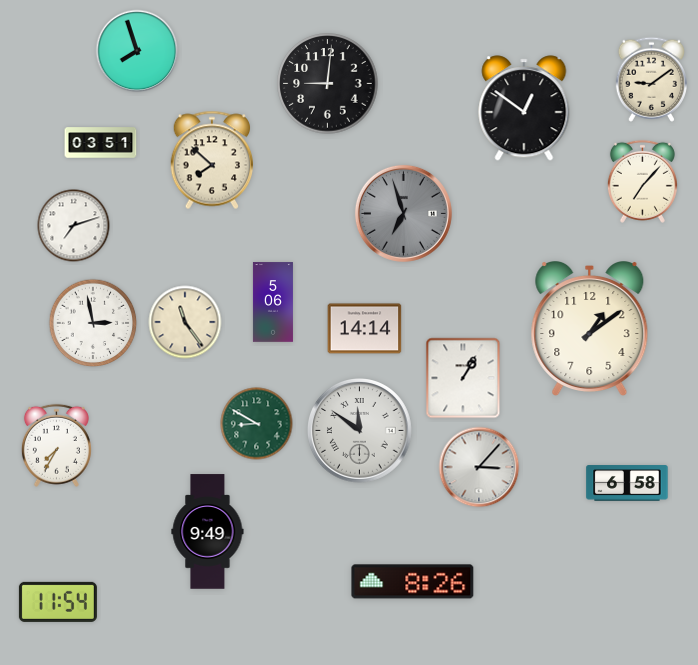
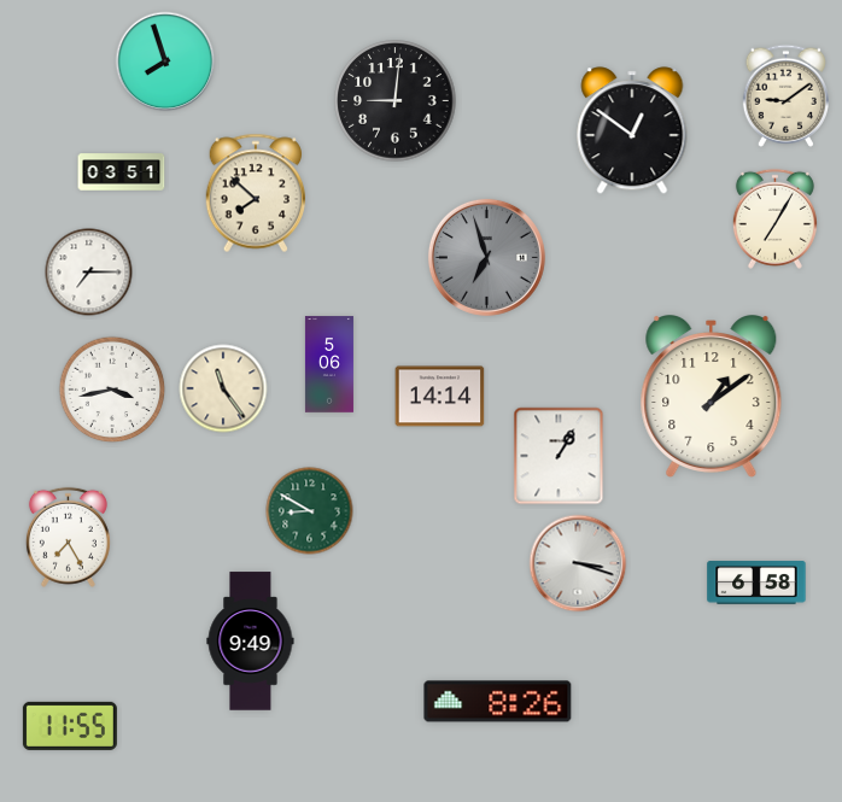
clock at (642, 181): 7:07 -> 7:05
clock at (74, 226): 7:12 -> 7:15
clock at (93, 323): 2:58 -> 3:43
clock at (360, 431): 11:51 -> none
clock at (56, 445): 7:35 -> 7:25
clock at (479, 467): 3:07 -> 3:18
clock at (58, 602): 11:54 -> 11:55
